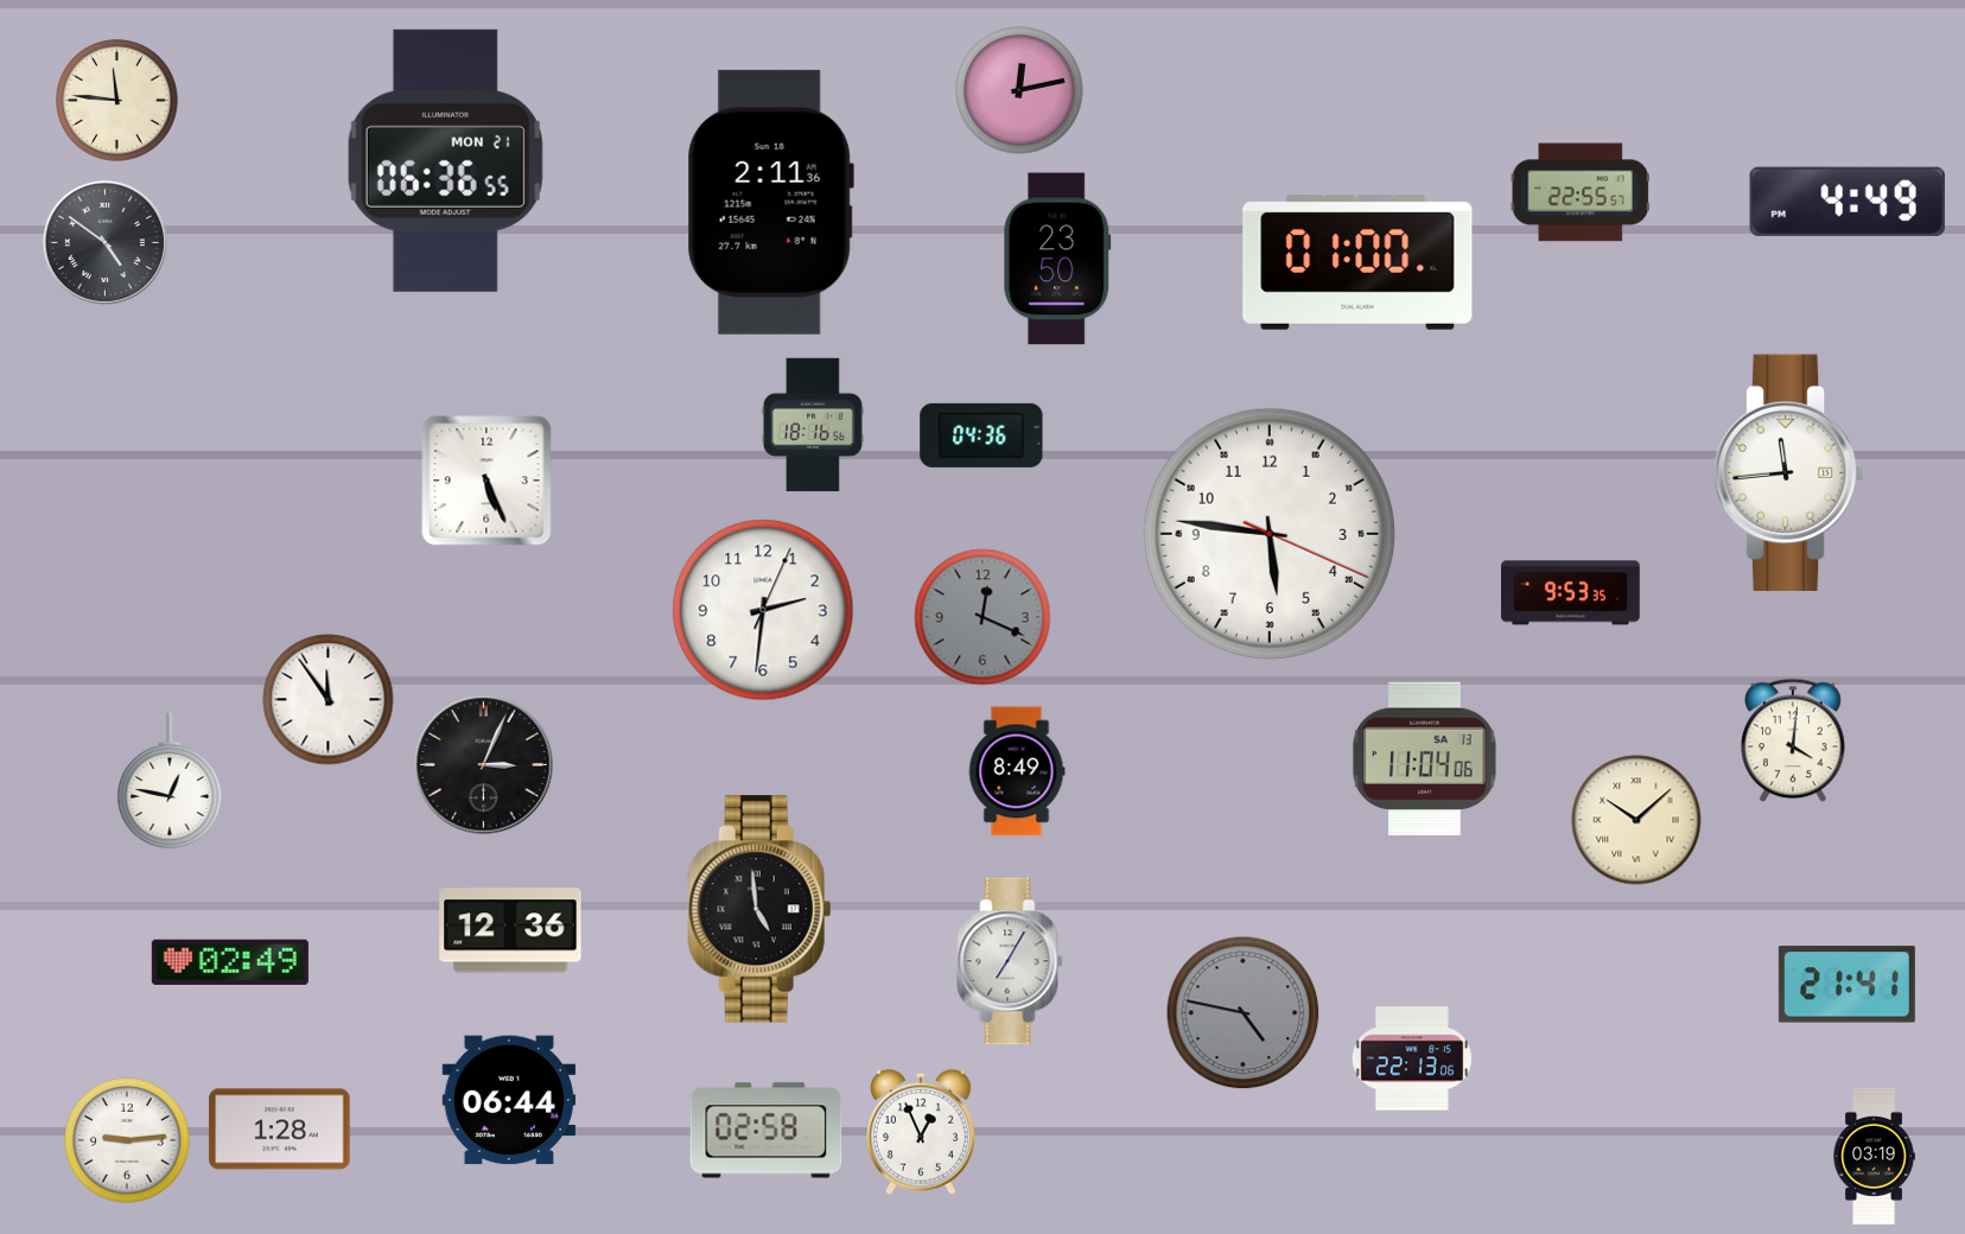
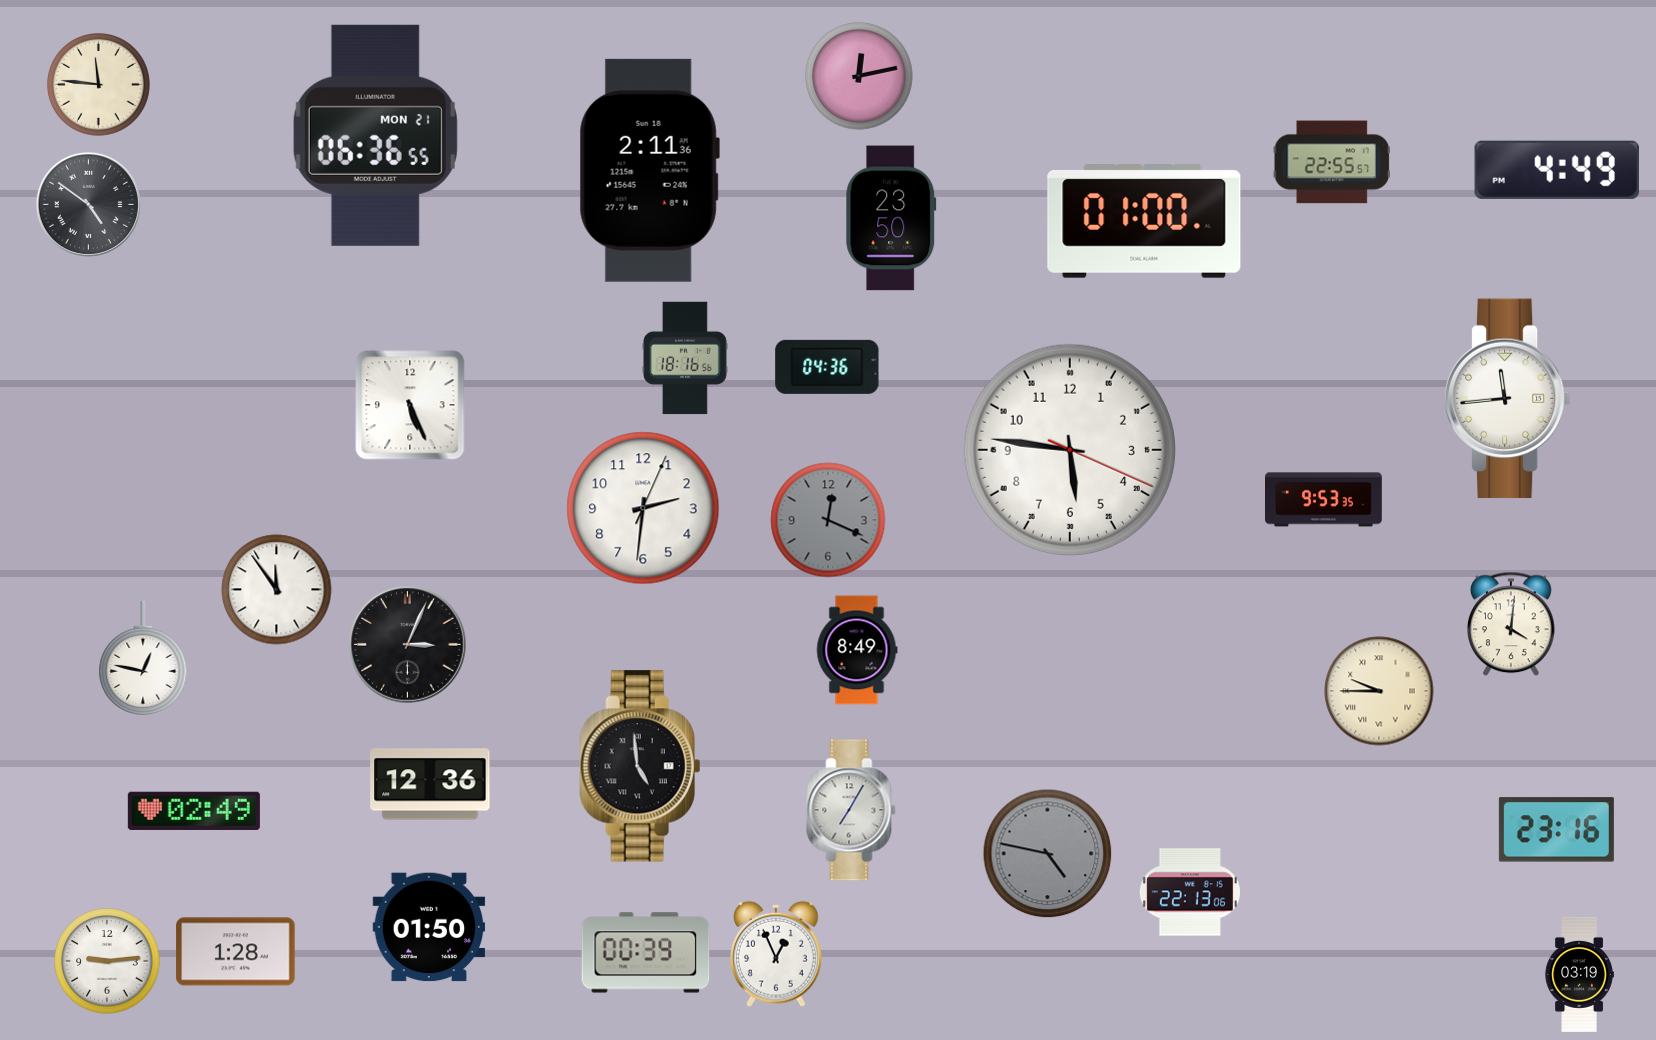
clock at (763, 610) position: (763, 610) -> (643, 508)
clock at (1425, 759): 11:04 -> none
clock at (1636, 820): 10:08 -> 9:45
clock at (1846, 985): 21:41 -> 23:16
clock at (509, 1100): 06:44 -> 01:50
clock at (767, 1131): 02:58 -> 00:39
